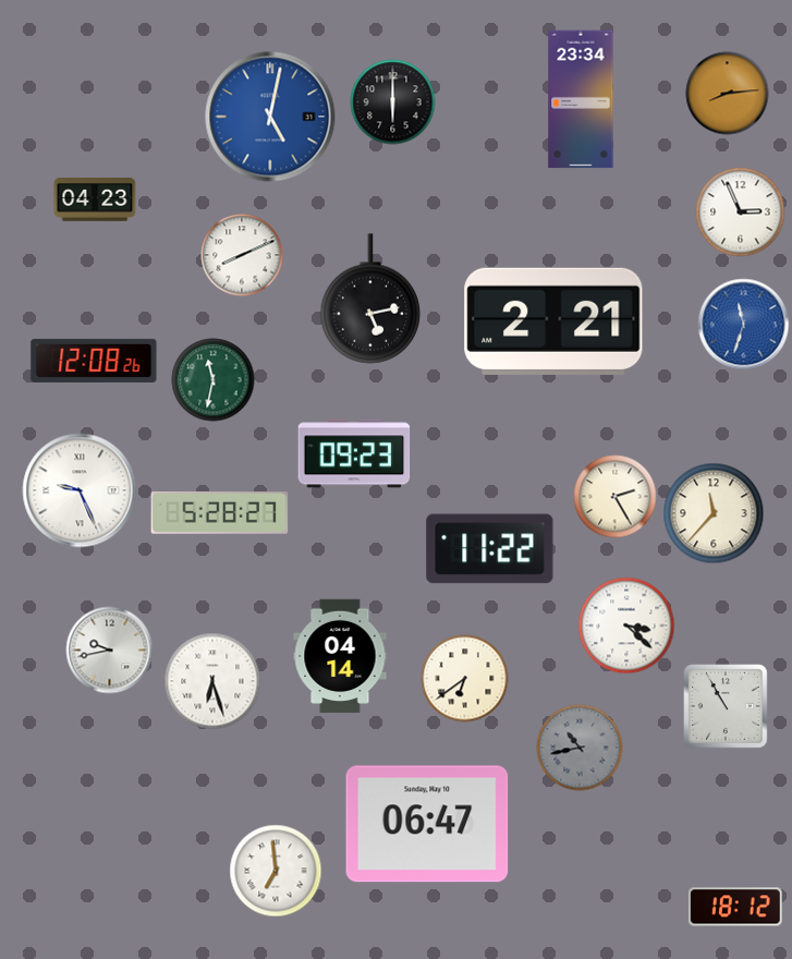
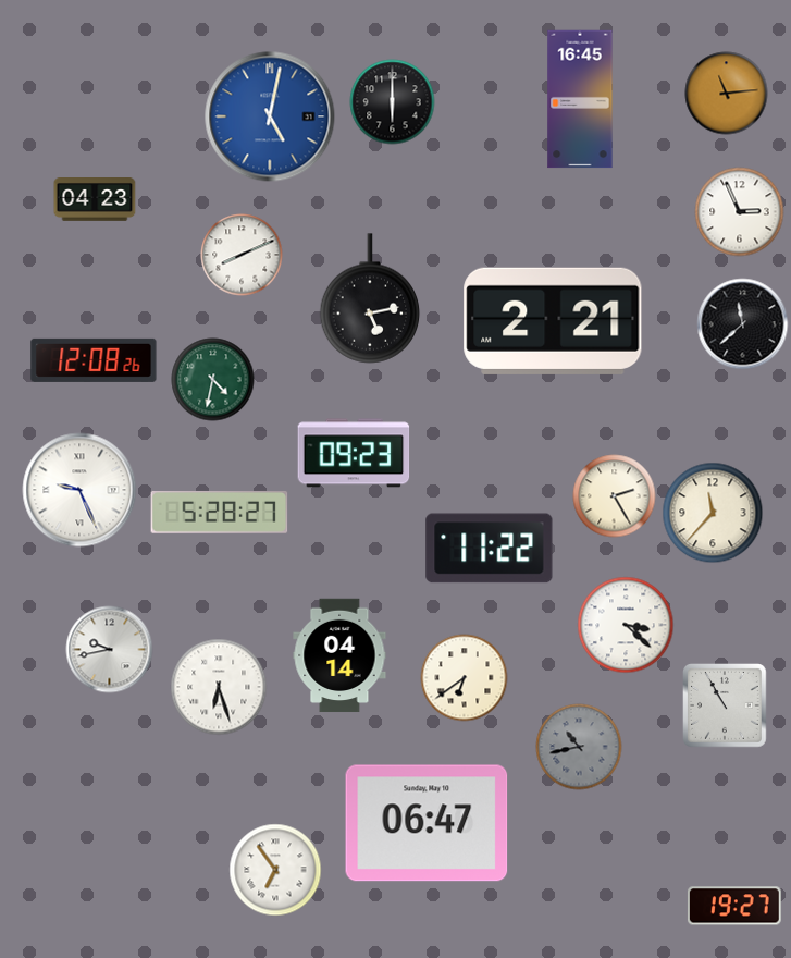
clock at (728, 94): 8:14 -> 11:14
clock at (581, 99): 23:34 -> 16:45
clock at (744, 325): 11:33 -> 11:38
clock at (744, 325) dial: blue -> black
clock at (214, 380): 11:32 -> 4:32
clock at (212, 681) position: (212, 681) -> (219, 687)
clock at (276, 871): 6:59 -> 6:54
clock at (735, 907): 18:12 -> 19:27
